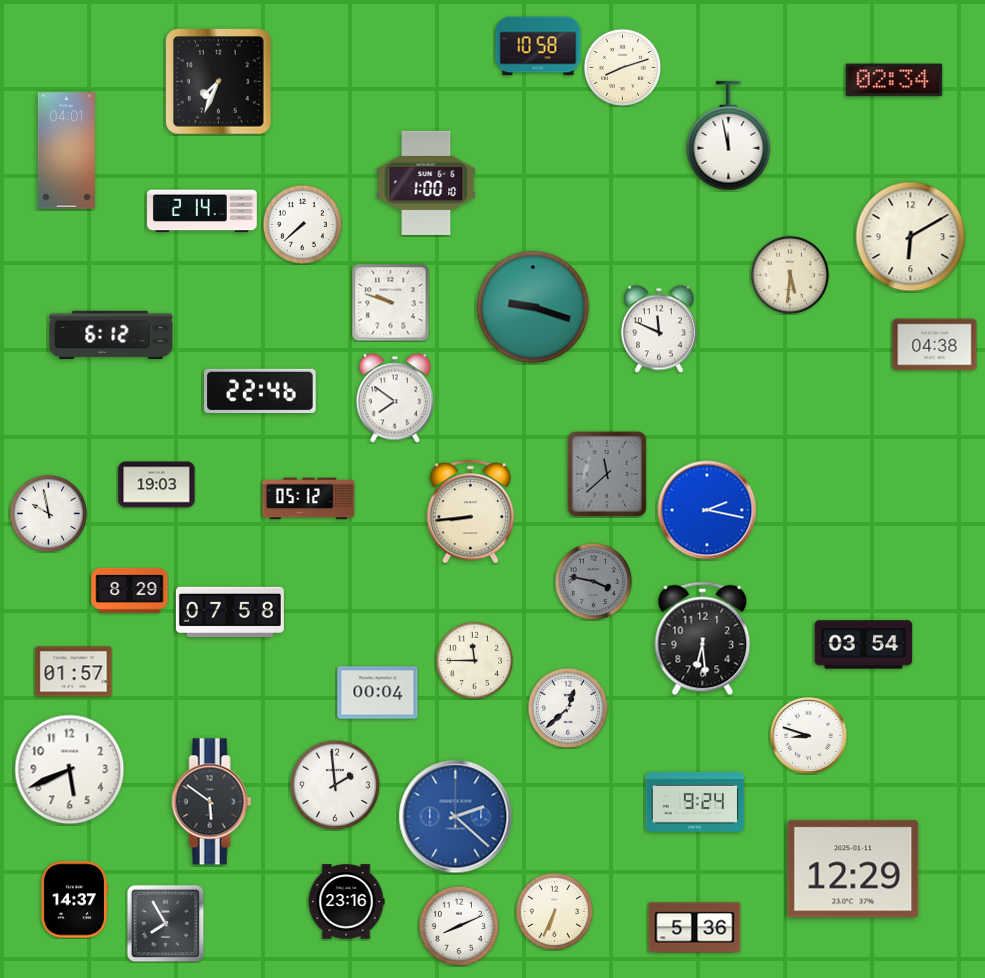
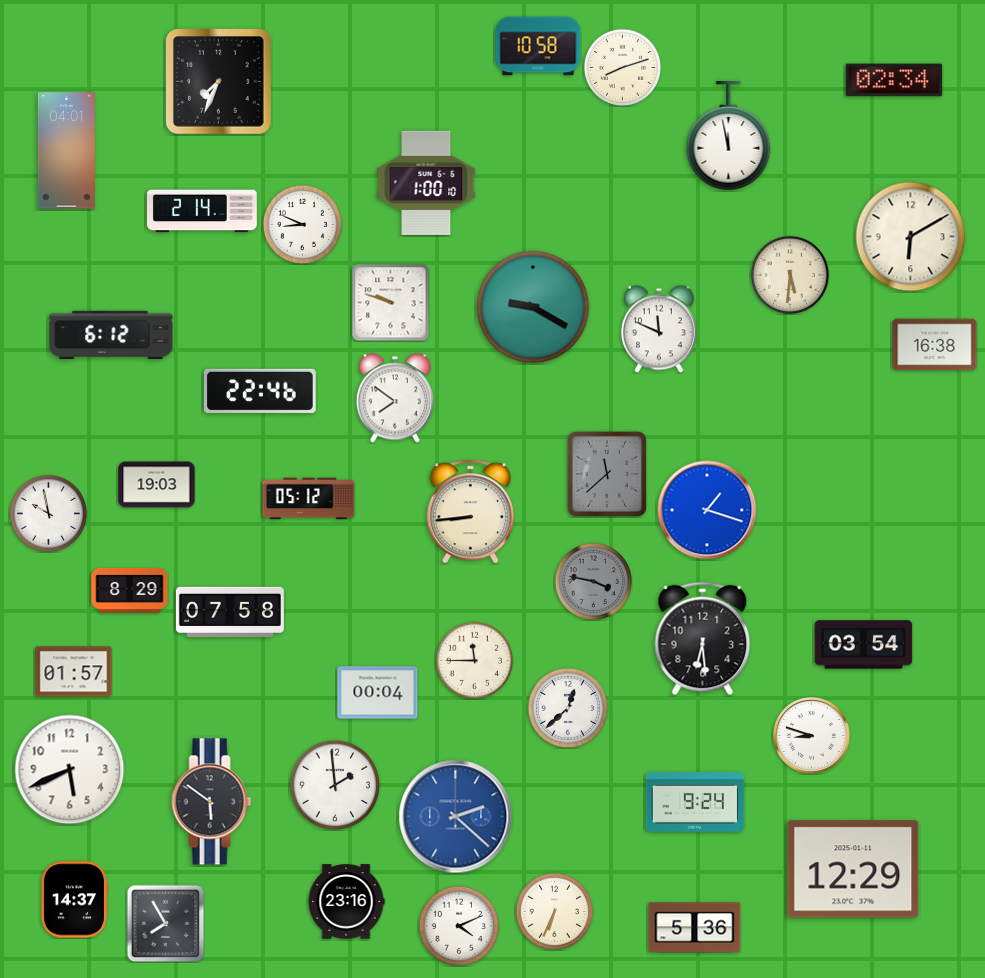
clock at (302, 224): 7:38 -> 8:49
clock at (533, 307): 9:18 -> 9:20
clock at (935, 345): 04:38 -> 16:38
clock at (707, 510): 2:17 -> 1:18
clock at (808, 735) position: (808, 735) -> (811, 735)
clock at (458, 925): 8:11 -> 4:11
